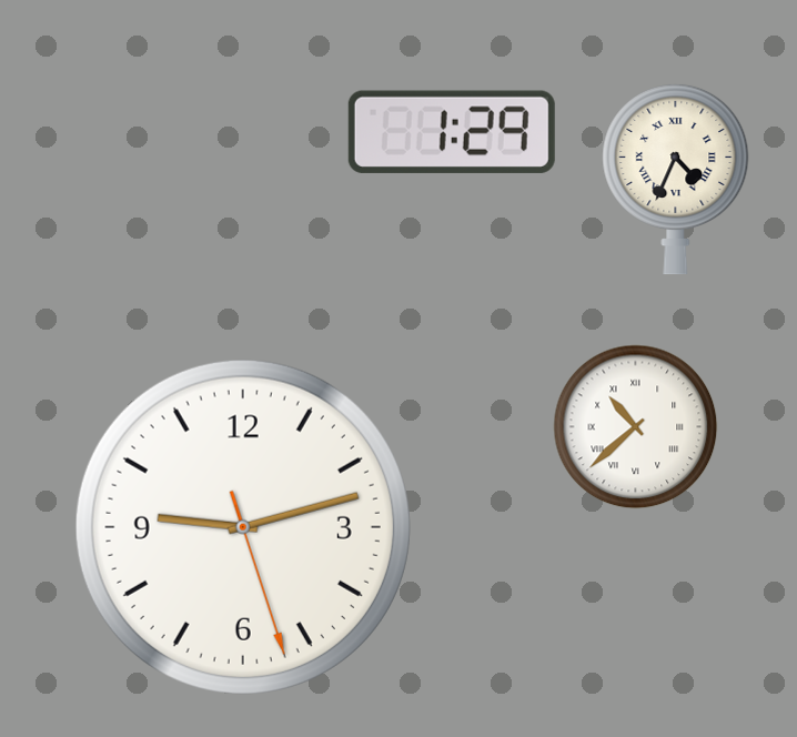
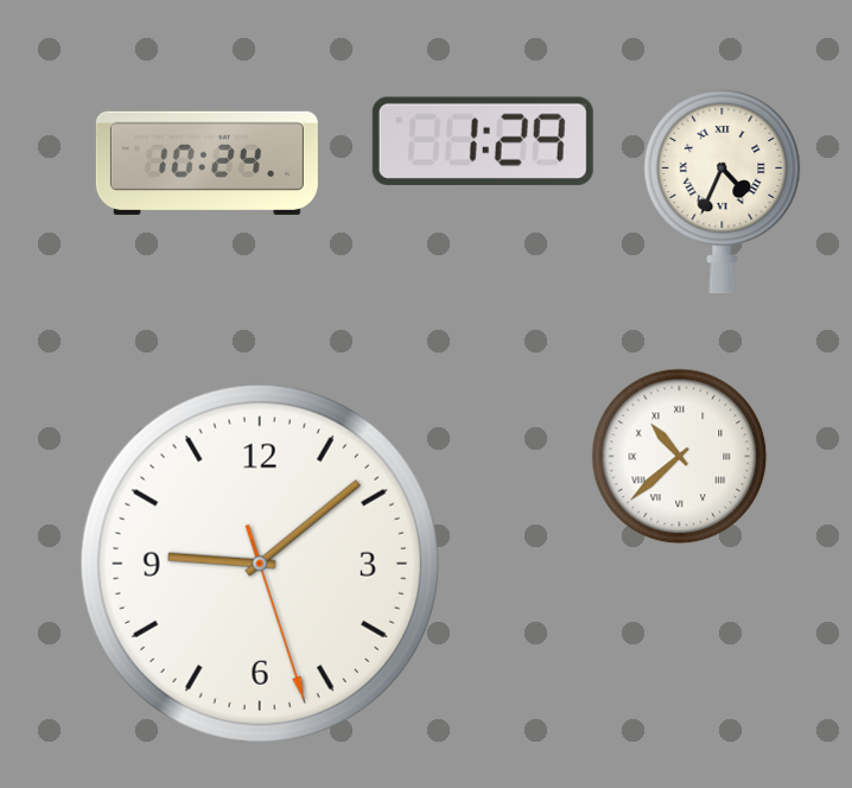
clock at (206, 163): none -> 10:24
clock at (243, 527): 9:12 -> 9:08
